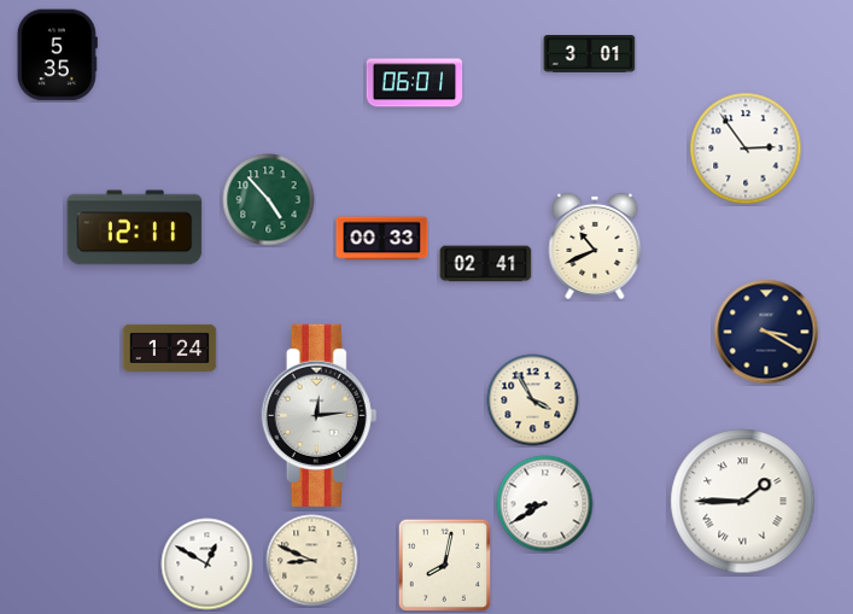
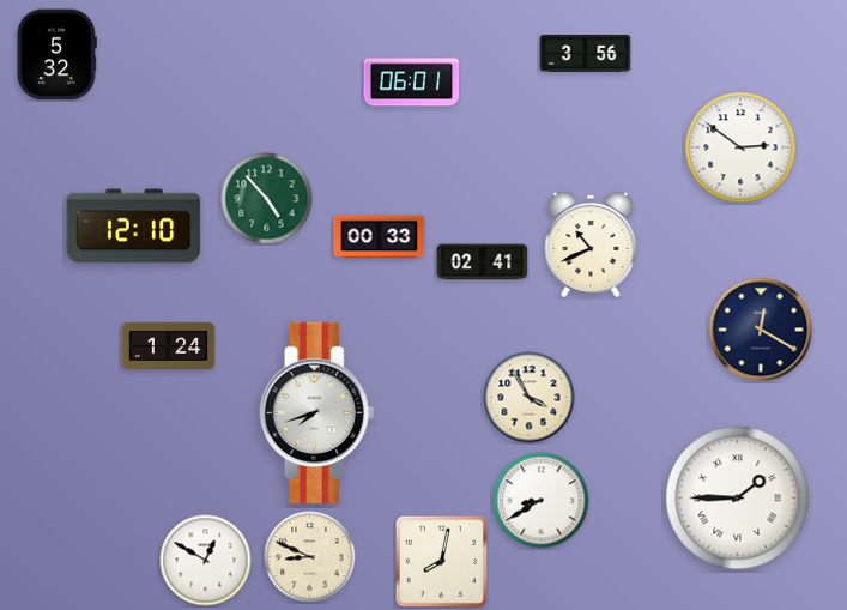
clock at (590, 54): 3:01 -> 3:56
clock at (57, 55): 5:35 -> 5:32
clock at (746, 148): 2:54 -> 2:51
clock at (135, 228): 12:11 -> 12:10
clock at (766, 332): 3:20 -> 12:20
clock at (320, 415): 12:14 -> 7:42
